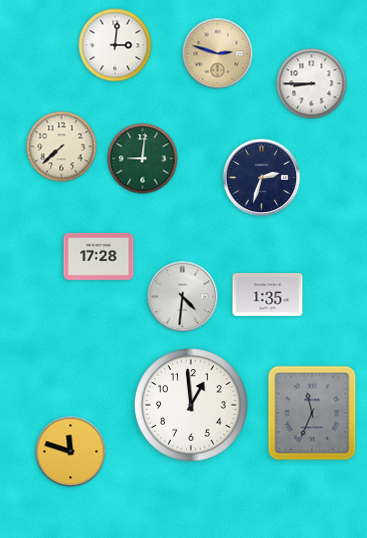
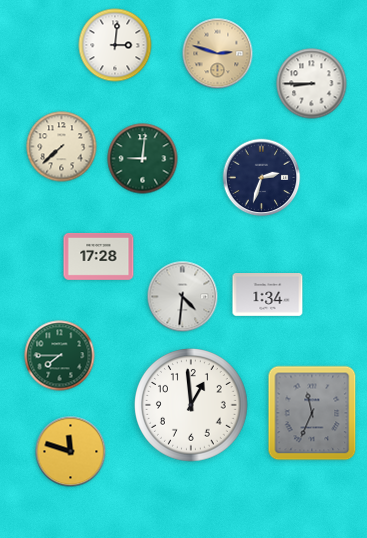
clock at (268, 295): 1:35 -> 1:34
clock at (60, 356): none -> 7:45
